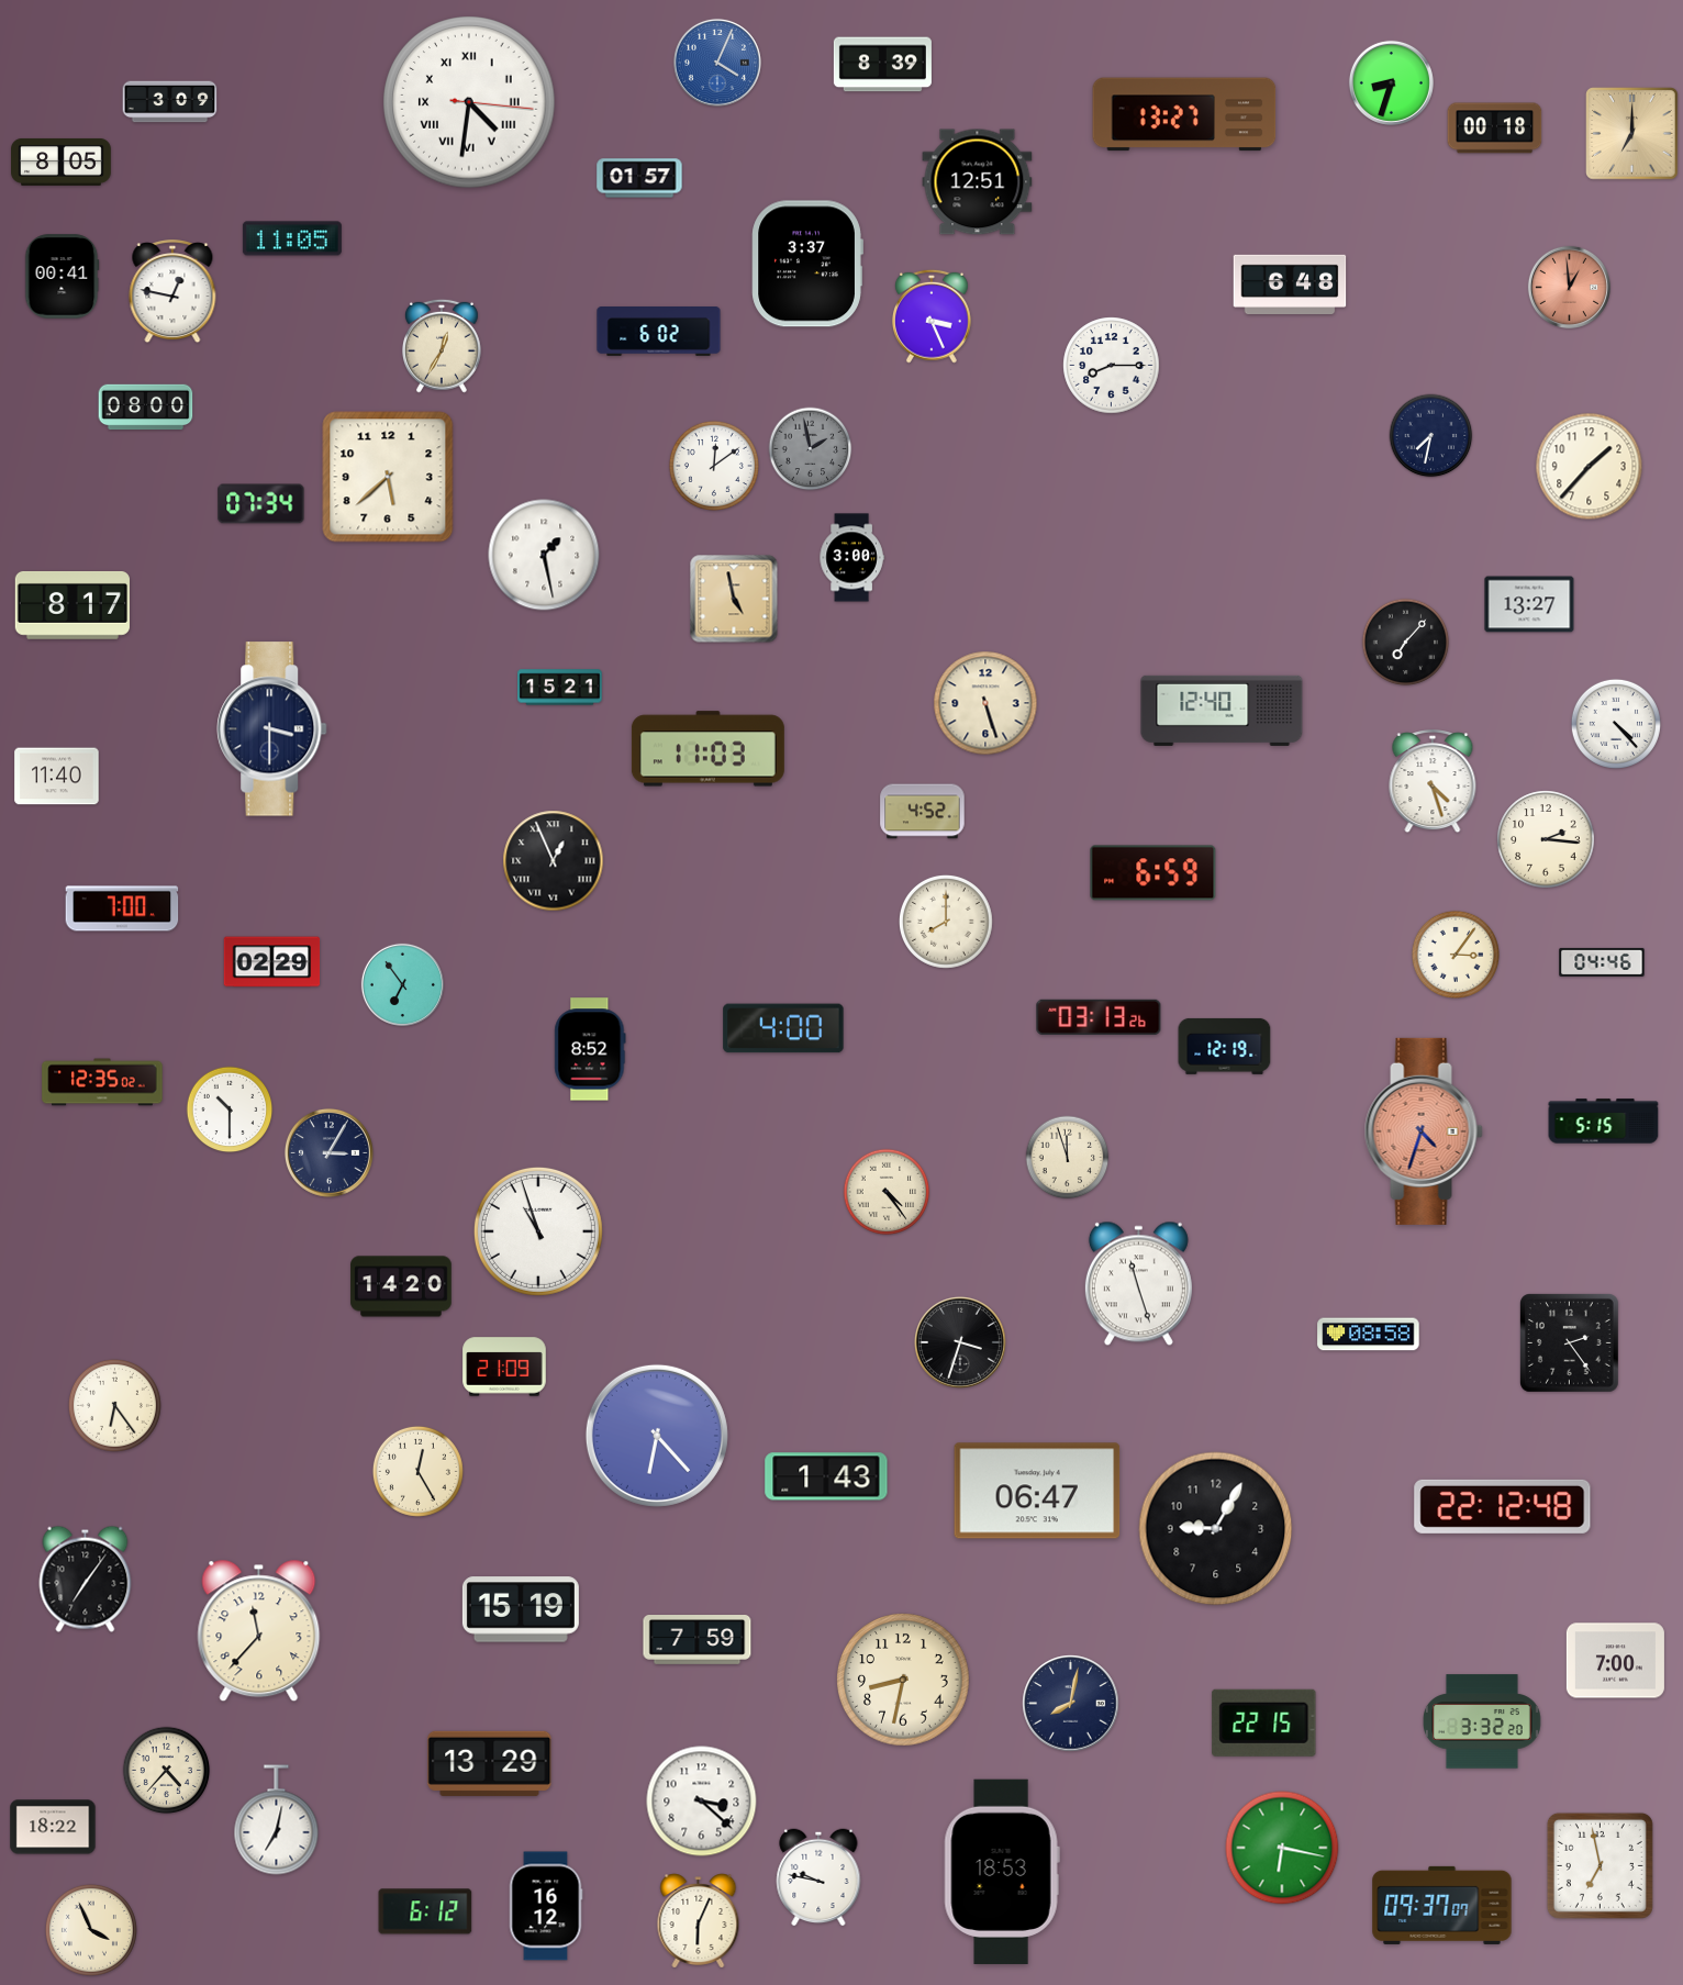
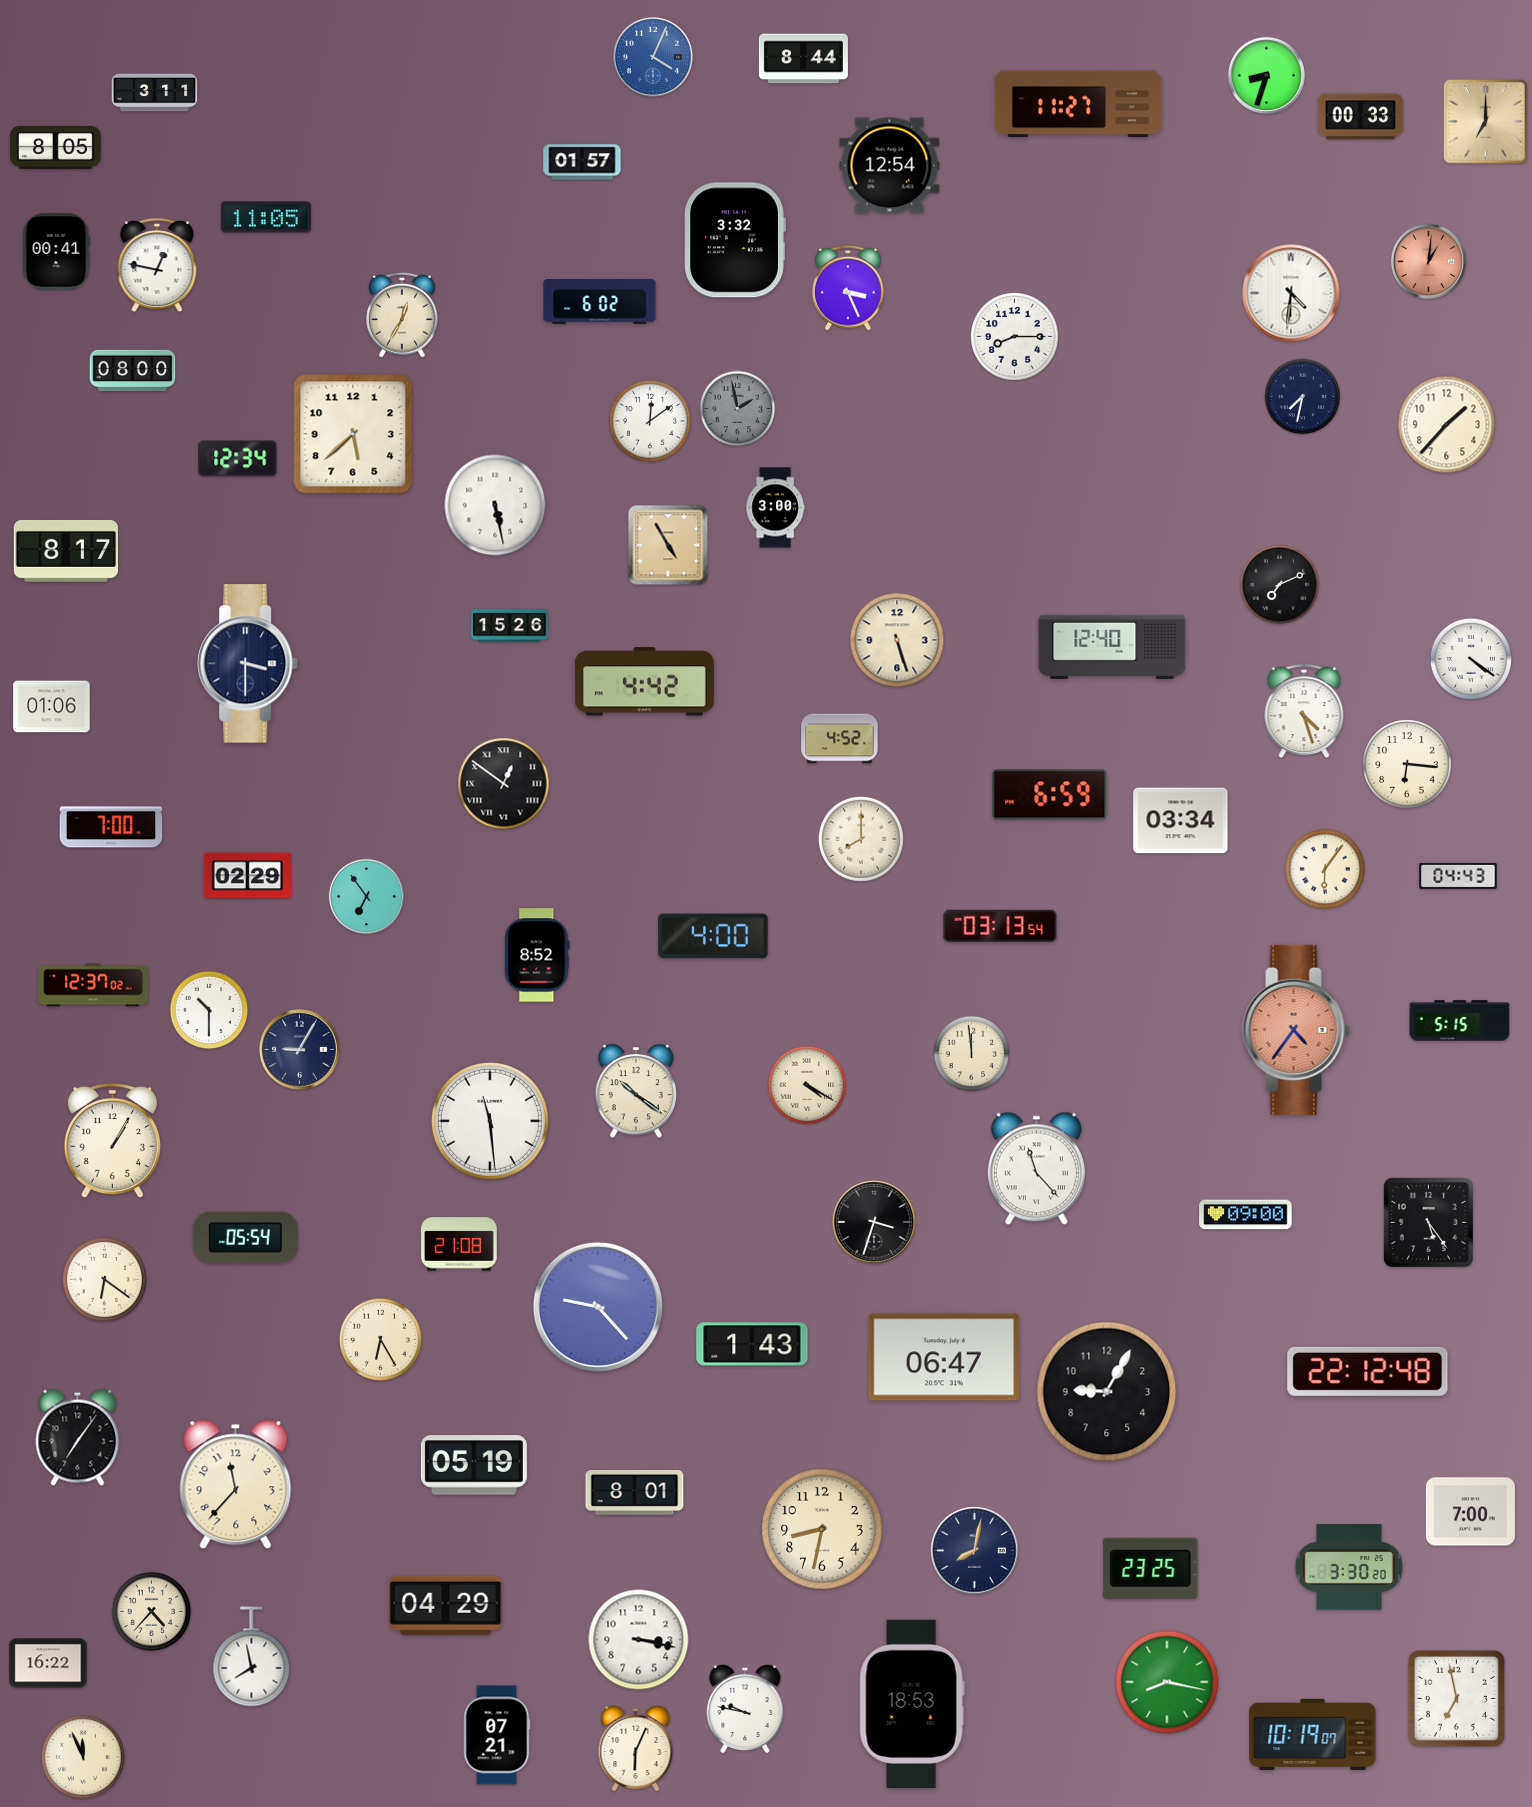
clock at (882, 65): 8:39 -> 8:44
clock at (170, 102): 3:09 -> 3:11
clock at (469, 102): 4:31 -> none
clock at (1184, 114): 13:27 -> 11:27
clock at (1495, 129): 00:18 -> 00:33
clock at (978, 182): 12:51 -> 12:54
clock at (807, 264): 3:37 -> 3:32
clock at (1290, 283): 6:48 -> none
clock at (1569, 287): 12:59 -> 1:01
clock at (1291, 293): none -> 4:31
clock at (1112, 366) position: (1112, 366) -> (1015, 337)
clock at (714, 466) position: (714, 466) -> (650, 421)
clock at (261, 504): 07:34 -> 12:34
clock at (544, 555): 1:28 -> 5:28
clock at (734, 599): 4:58 -> 4:55
clock at (1529, 604): 13:27 -> none
clock at (1406, 643): 7:07 -> 7:11
clock at (560, 688): 15:21 -> 15:26
clock at (1616, 724): 4:23 -> 4:21
clock at (707, 749): 11:03 -> 4:42
clock at (57, 777): 11:40 -> 01:06
clock at (1546, 839): 2:16 -> 6:16
clock at (554, 861): 12:56 -> 12:51
clock at (1181, 821): none -> 03:34
clock at (1454, 954): 3:06 -> 6:06
clock at (1602, 962): 04:46 -> 04:43
clock at (1099, 1017): 03:13:26 -> 03:13:54
clock at (1225, 1046): 12:19 -> none
clock at (102, 1082): 12:35 -> 12:37
clock at (1424, 1131): 4:33 -> 4:36
clock at (328, 1152): 3:05 -> 9:05
clock at (1068, 1158): 11:57 -> 11:59
clock at (887, 1192): 4:24 -> 4:20
clock at (636, 1092): none -> 10:21
clock at (538, 1231): 10:57 -> 11:29
clock at (112, 1141): none -> 1:05
clock at (1138, 1284): 11:27 -> 11:23
clock at (401, 1286): 14:20 -> none
clock at (1369, 1335): 08:58 -> 09:00
clock at (1570, 1343): 2:24 -> 5:24
clock at (245, 1237): none -> 05:54
clock at (504, 1367): 21:09 -> 21:08
clock at (114, 1405): 6:24 -> 6:21
clock at (657, 1436): 6:23 -> 9:23
clock at (417, 1471): 12:25 -> 6:25
clock at (521, 1609): 15:19 -> 05:19
clock at (698, 1640): 7:59 -> 8:01
clock at (1482, 1721): 3:32 -> 3:30
clock at (1264, 1722): 22:15 -> 23:25
clock at (490, 1763): 13:29 -> 04:29
clock at (702, 1802): 3:22 -> 3:17
clock at (277, 1820): 7:02 -> 7:58
clock at (53, 1827): 18:22 -> 16:22
clock at (1282, 1848): 6:17 -> 8:17
clock at (1442, 1905): 09:37 -> 10:19
clock at (546, 1906): 16:12 -> 07:21
clock at (425, 1911): 6:12 -> none
clock at (91, 1930): 3:56 -> 11:56
